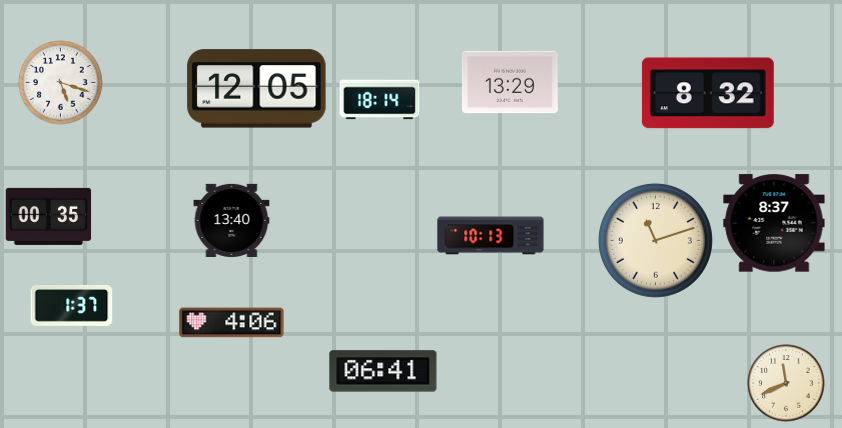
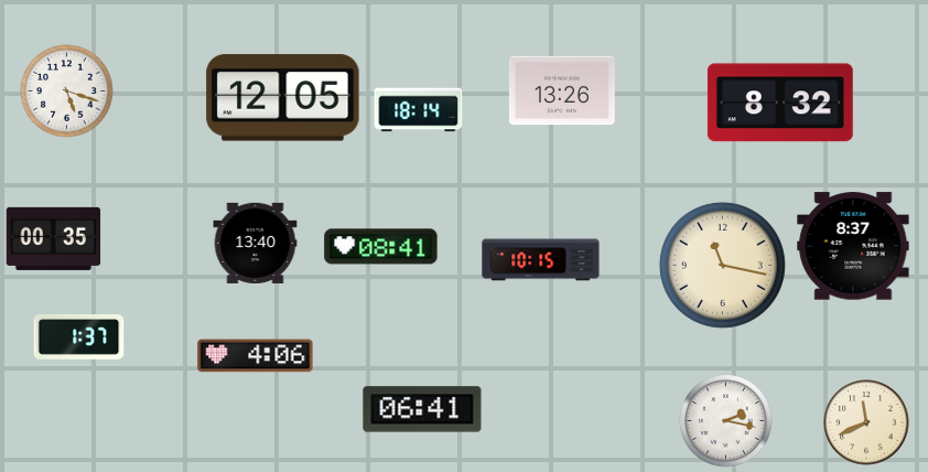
clock at (510, 82): 13:29 -> 13:26
clock at (381, 247): none -> 08:41
clock at (491, 236): 10:13 -> 10:15
clock at (655, 240): 11:12 -> 11:17
clock at (726, 421): none -> 2:17
